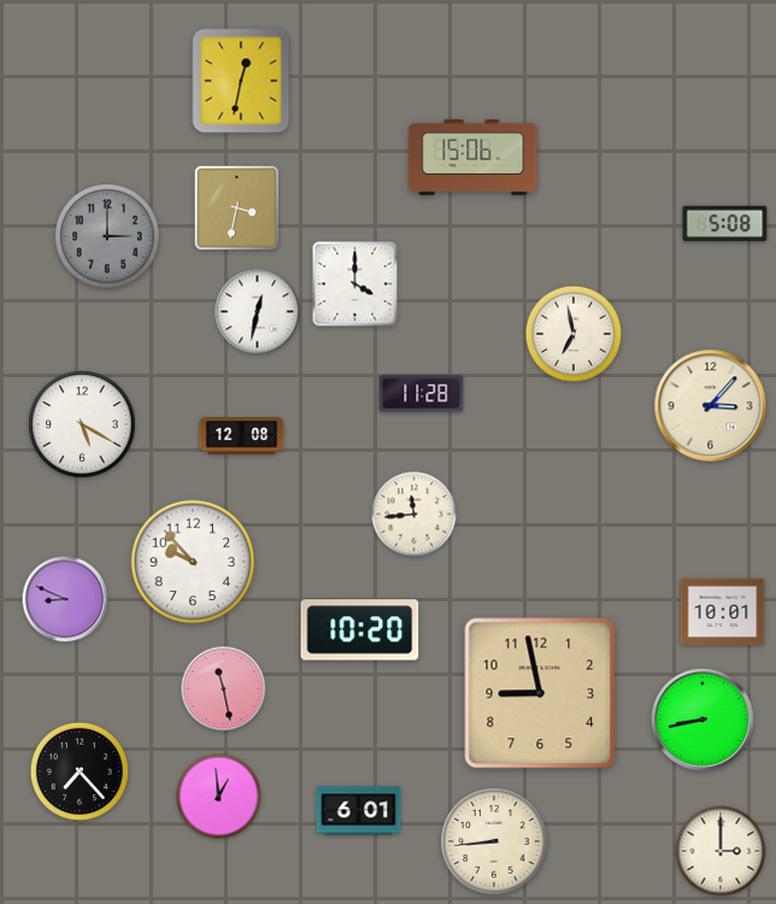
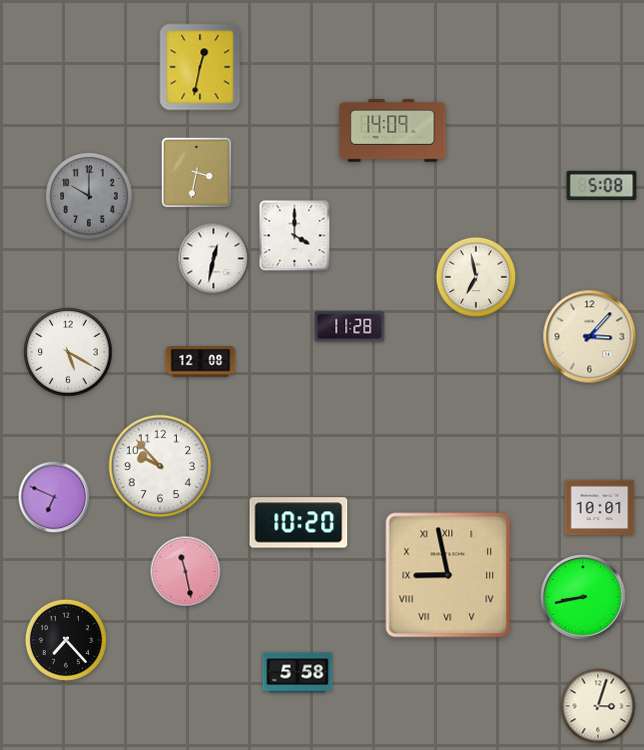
clock at (474, 158): 15:06 -> 14:09
clock at (107, 236): 3:00 -> 10:00
clock at (415, 515): 11:44 -> none
clock at (65, 599): 8:49 -> 6:49
clock at (540, 693) numerals: Arabic -> Roman
clock at (219, 797): 12:59 -> none
clock at (359, 811): 6:01 -> 5:58
clock at (494, 841): 8:44 -> none
clock at (721, 851): 3:00 -> 3:03
